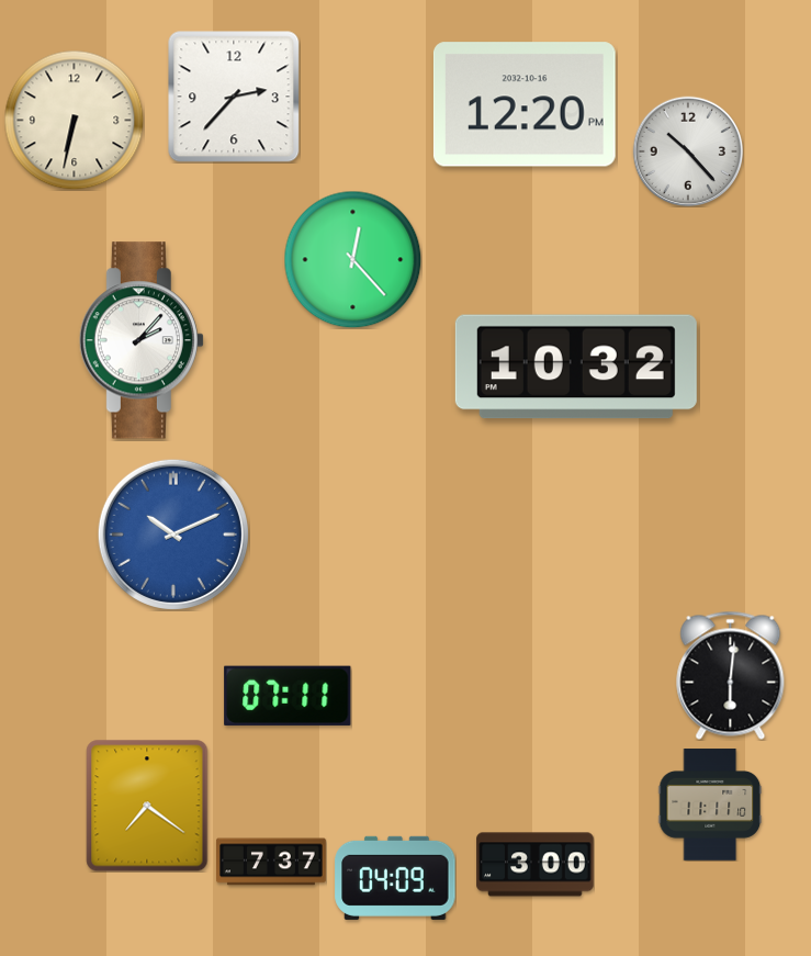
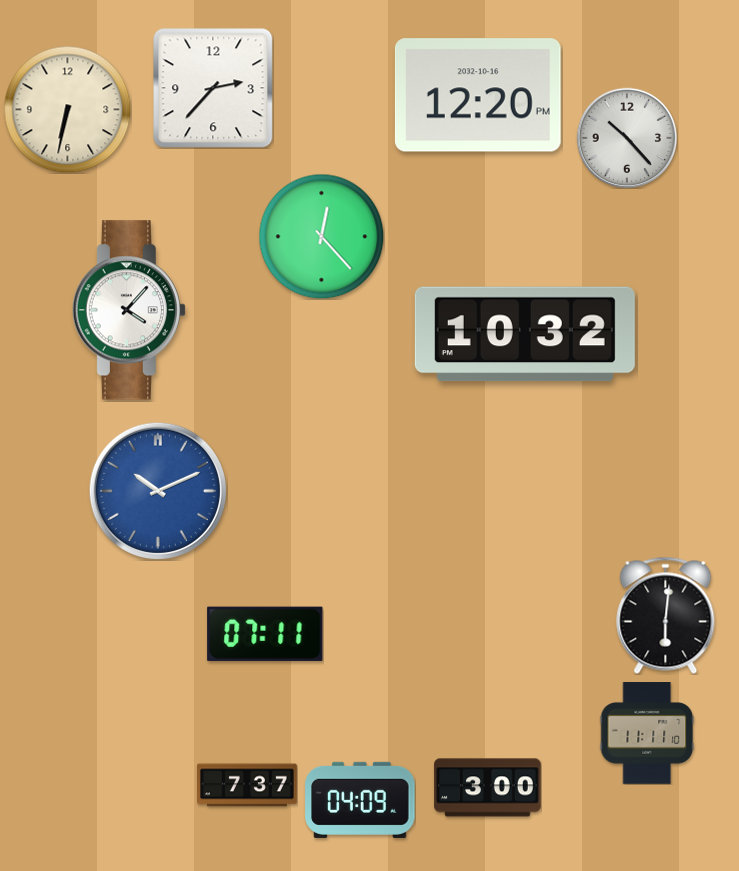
clock at (142, 340): 2:07 -> 4:07
clock at (173, 535) position: (173, 535) -> (158, 491)
clock at (288, 696) position: (288, 696) -> (265, 634)
clock at (147, 806): 7:21 -> none
